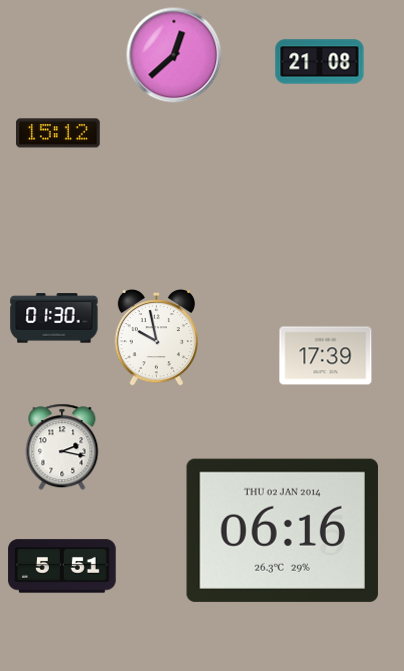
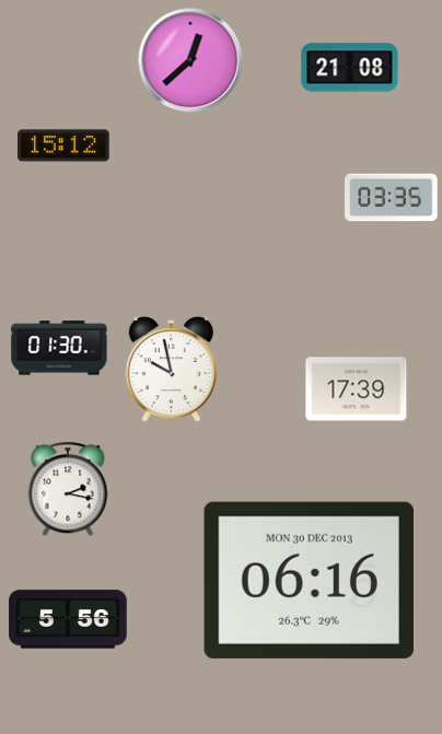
clock at (392, 198): none -> 03:35
clock at (282, 530) date: THU 02 JAN 2014 -> MON 30 DEC 2013
clock at (62, 566): 5:51 -> 5:56
